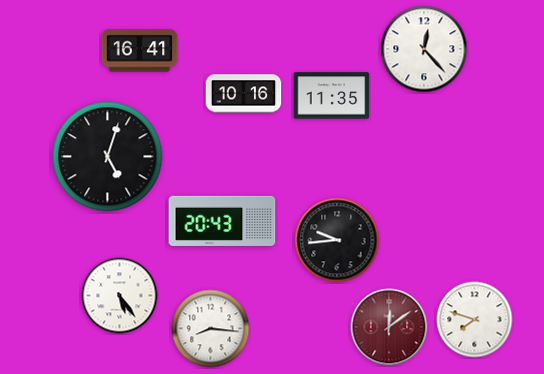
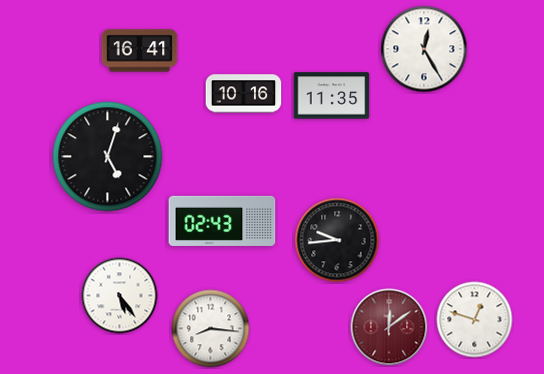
clock at (424, 49): 12:23 -> 12:25
clock at (222, 221): 20:43 -> 02:43
clock at (475, 320): 7:48 -> 12:48
